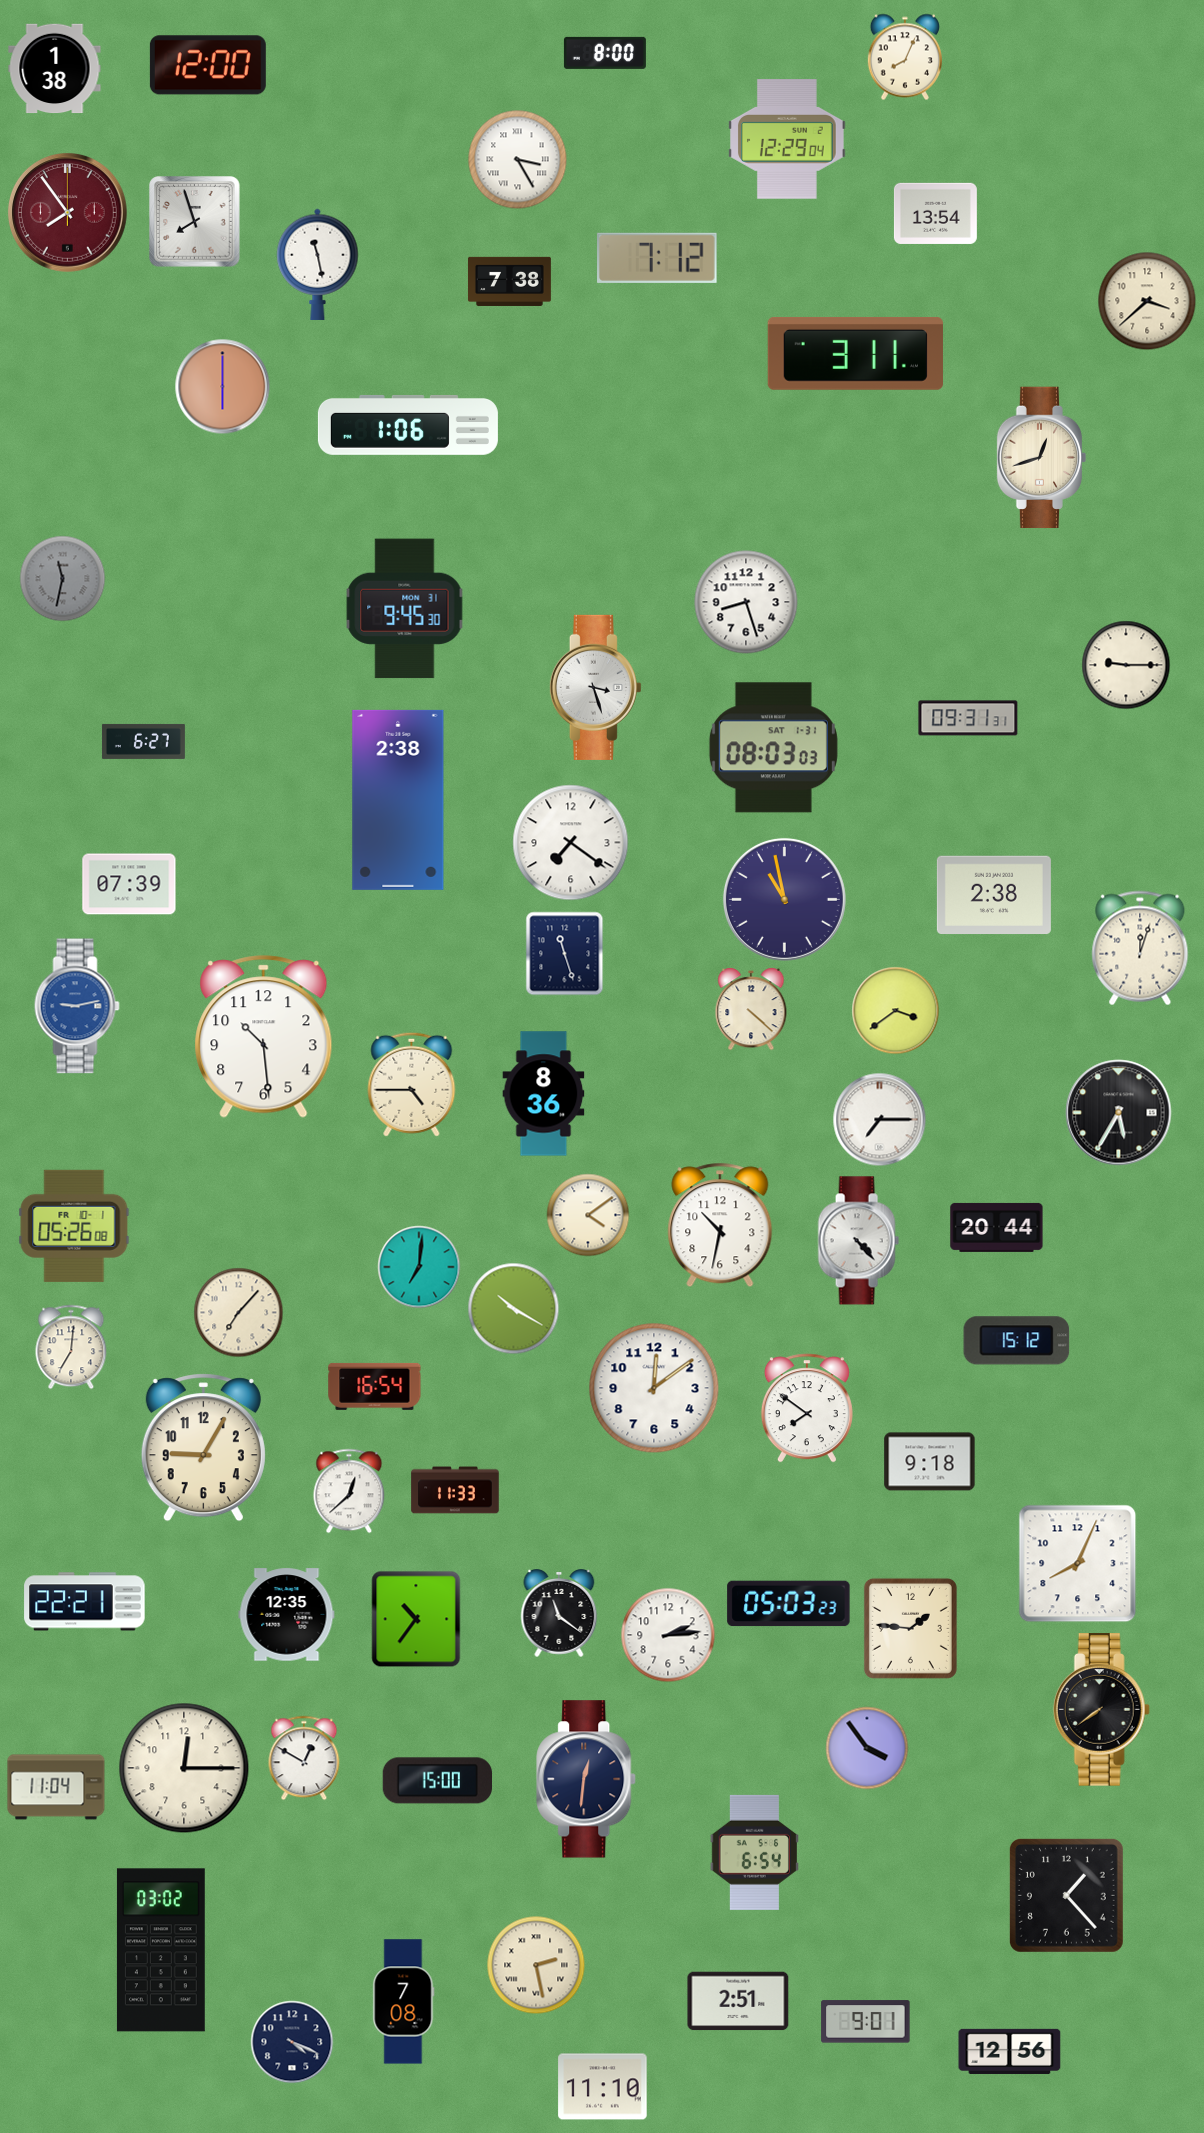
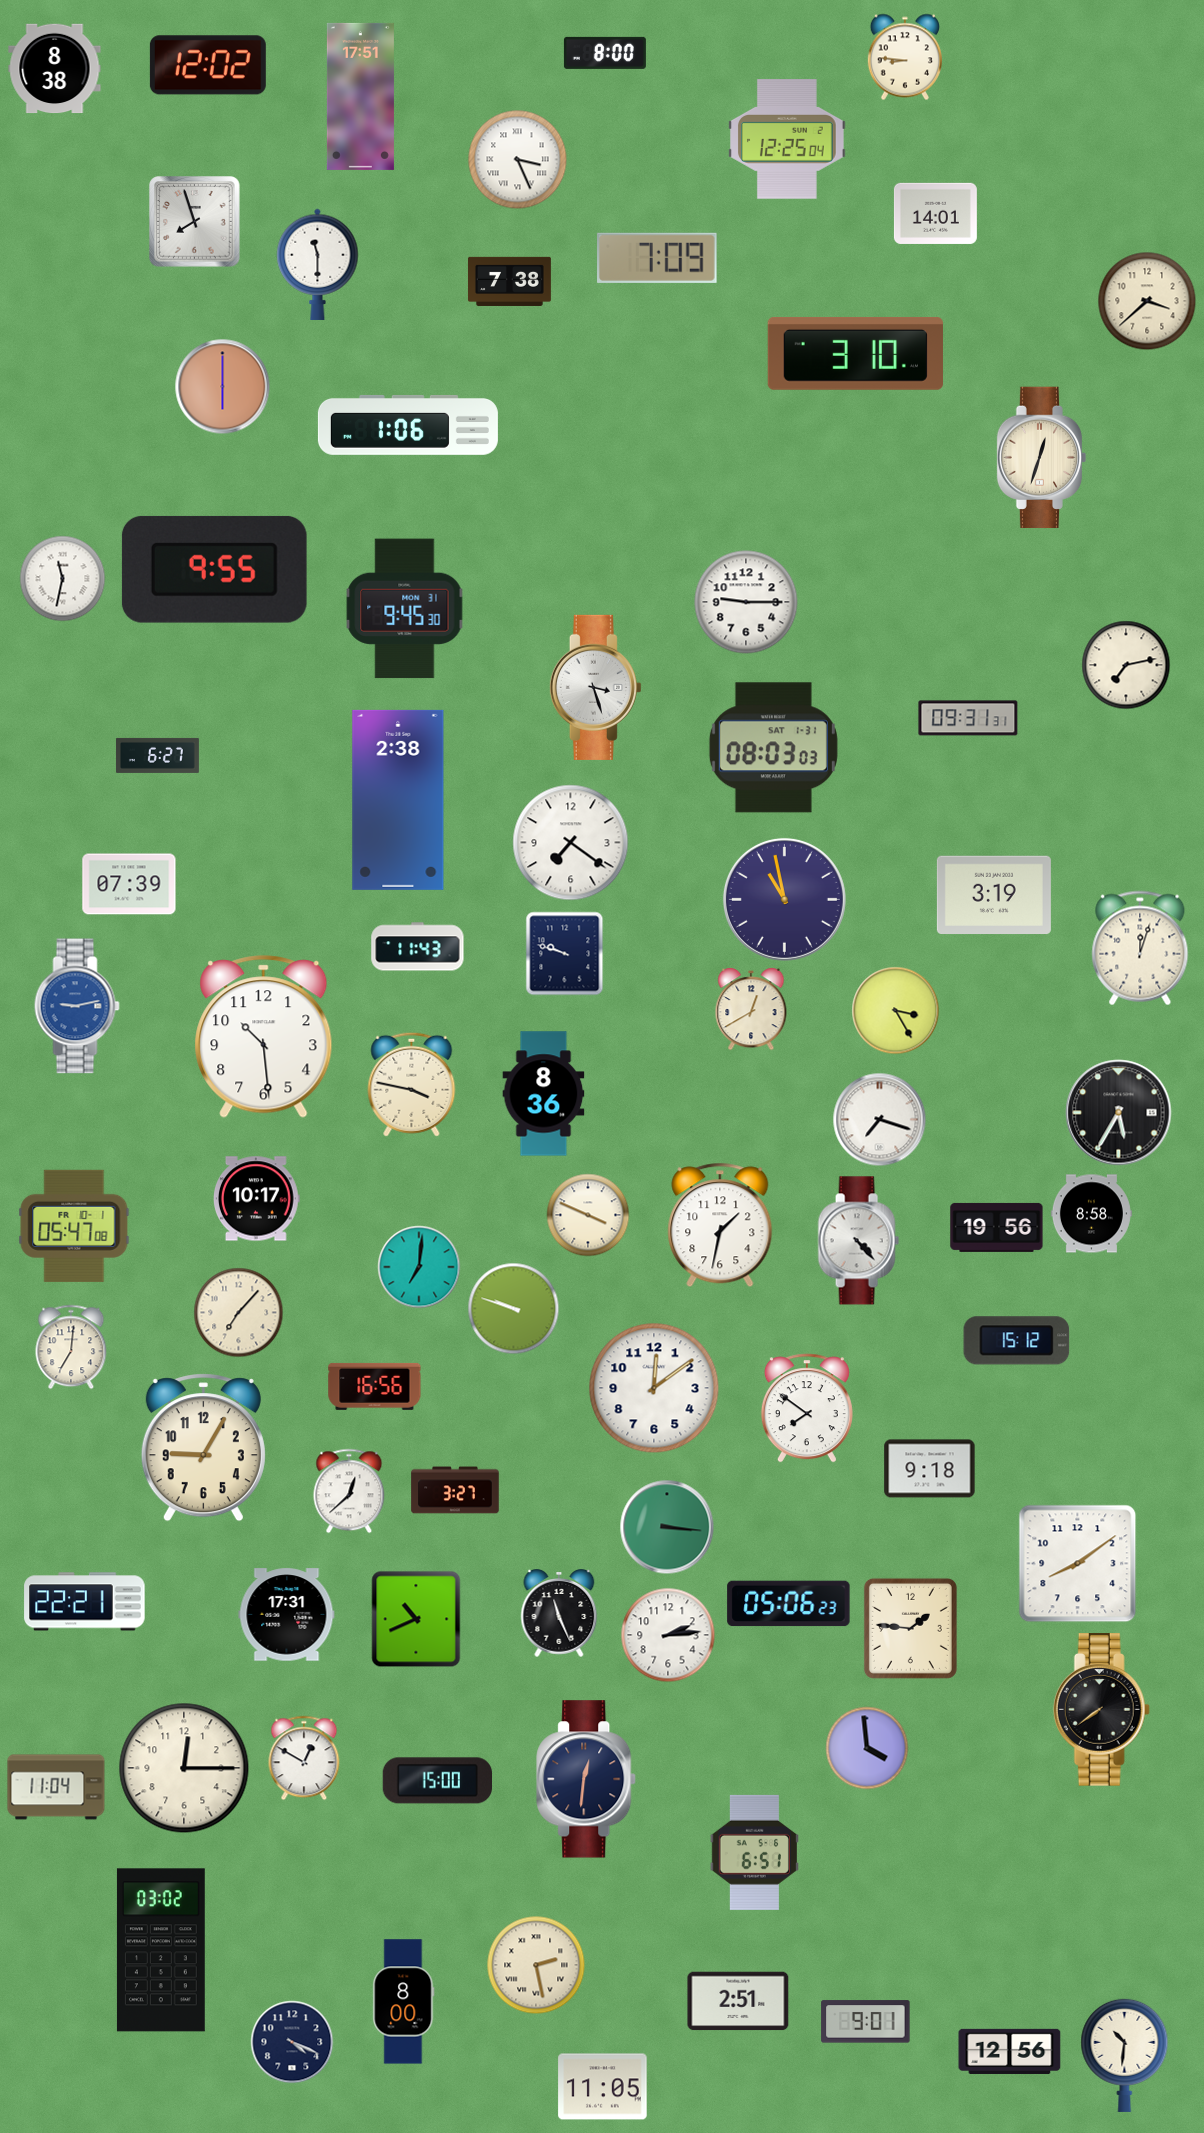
clock at (905, 57): 8:04 -> 8:46
clock at (208, 65): 12:00 -> 12:02
clock at (55, 69): 1:38 -> 8:38
clock at (360, 96): none -> 17:51
clock at (787, 139): 12:29 -> 12:25
clock at (518, 160): 3:25 -> 3:26
clock at (67, 212): 7:54 -> none
clock at (935, 213): 13:54 -> 14:01
clock at (658, 258): 7:12 -> 7:09
clock at (318, 264): 11:28 -> 11:30
clock at (855, 353): 3:11 -> 3:10
clock at (1042, 458): 12:42 -> 12:33
clock at (214, 569): none -> 9:55
clock at (63, 579) dial: grey -> white
clock at (746, 602): 8:27 -> 9:15
clock at (1126, 665): 9:15 -> 7:13
clock at (143, 741) position: (143, 741) -> (157, 755)
clock at (994, 895): 2:38 -> 3:19
clock at (418, 947): none -> 11:43
clock at (565, 954): 11:27 -> 9:48
clock at (751, 1009): 4:22 -> 12:40
clock at (896, 1011): 3:39 -> 3:25
clock at (412, 1084): 4:45 -> 3:47
clock at (880, 1120): 7:15 -> 7:18
clock at (256, 1199): none -> 10:17
clock at (1091, 1214): none -> 8:58
clock at (588, 1215): 4:09 -> 3:49
clock at (720, 1225): 10:32 -> 1:32
clock at (74, 1226): 05:26 -> 05:47
clock at (997, 1227): 20:44 -> 19:56
clock at (514, 1309): 10:20 -> 9:48
clock at (375, 1386): 16:54 -> 16:56
clock at (930, 1462) position: (930, 1462) -> (930, 1469)
clock at (455, 1490): 11:33 -> 3:27
clock at (667, 1527): none -> 3:16
clock at (1078, 1564): 8:04 -> 8:09
clock at (789, 1604): 05:03 -> 05:06
clock at (559, 1614): 11:21 -> 11:26
clock at (287, 1615): 12:35 -> 17:31
clock at (416, 1619): 10:36 -> 10:41
clock at (867, 1748): 3:54 -> 3:59
clock at (754, 1852): 6:54 -> 6:51
clock at (1066, 1895): 1:23 -> none
clock at (404, 2002): 7:08 -> 8:00
clock at (1125, 2055): none -> 10:31
clock at (603, 2087): 11:10 -> 11:05
